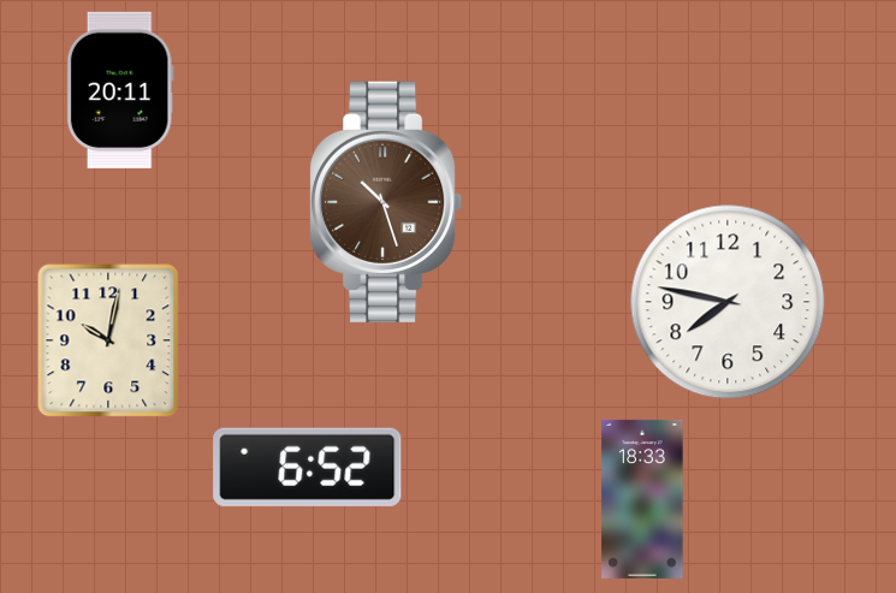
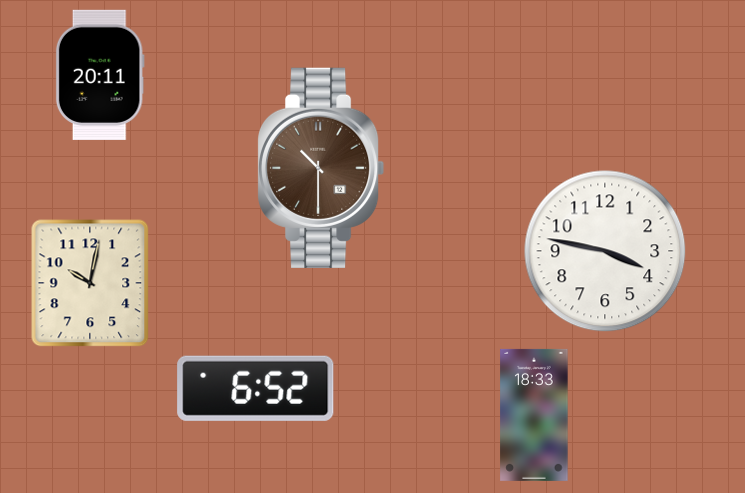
clock at (387, 202): 10:27 -> 10:30
clock at (728, 302): 7:47 -> 3:47
